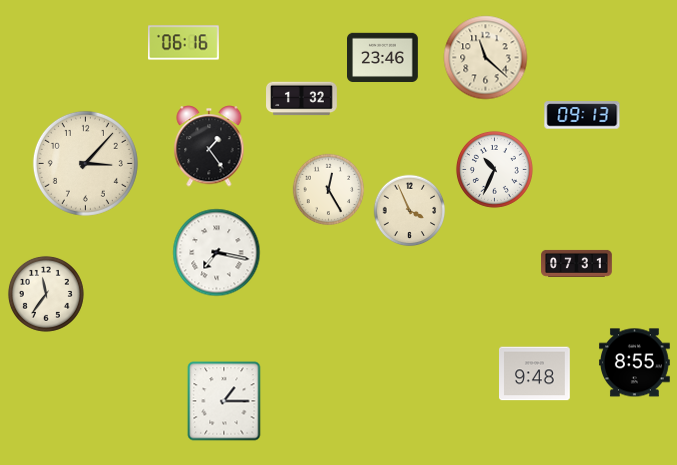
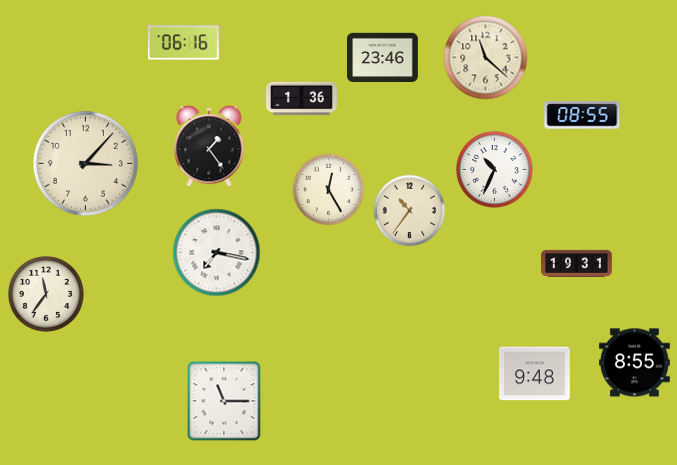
clock at (302, 99): 1:32 -> 1:36
clock at (582, 115): 09:13 -> 08:55
clock at (410, 211): 3:56 -> 10:36
clock at (577, 263): 07:31 -> 19:31
clock at (224, 401): 1:15 -> 11:15
